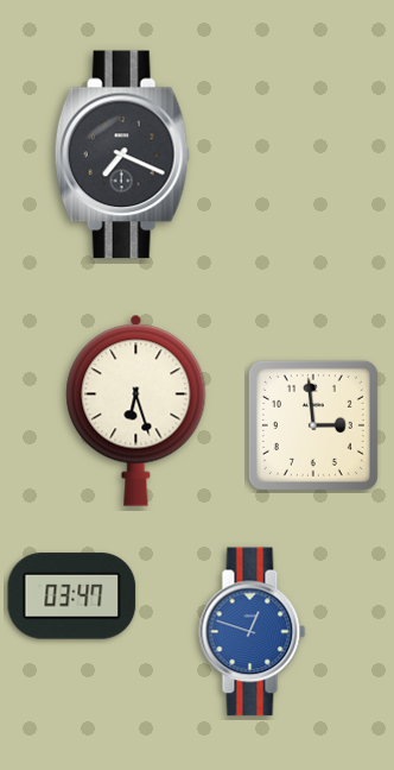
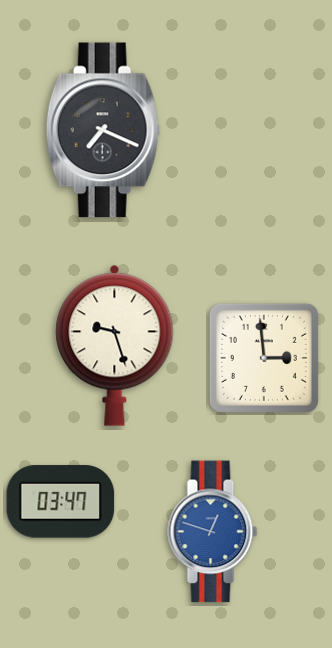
clock at (136, 410): 6:27 -> 9:27
